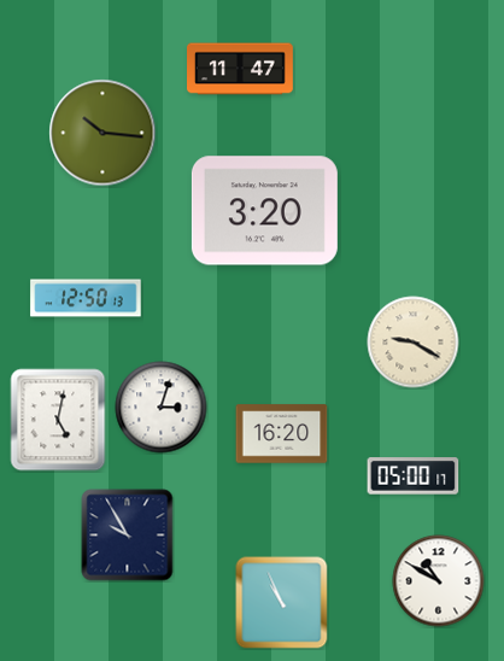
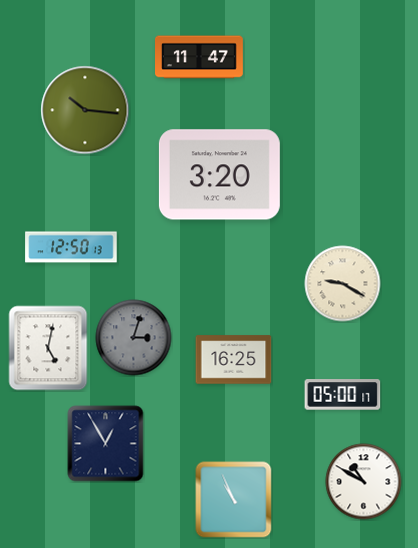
clock at (162, 408) dial: white -> grey
clock at (282, 434): 16:20 -> 16:25
clock at (128, 536): 9:55 -> 12:55
